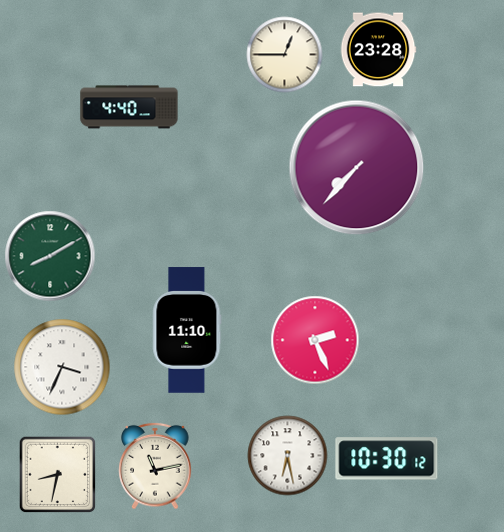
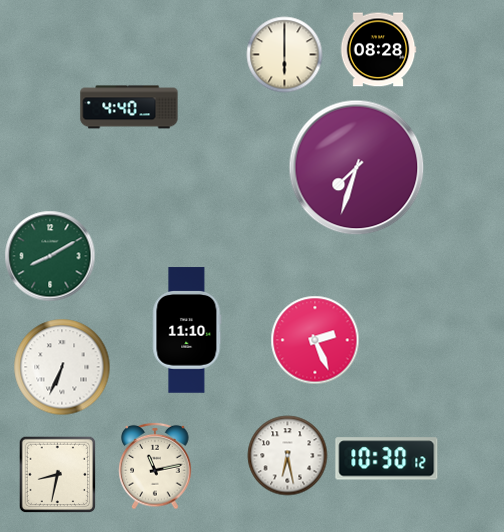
clock at (378, 50): 23:28 -> 08:28
clock at (285, 55): 12:45 -> 6:00
clock at (357, 168): 7:37 -> 7:33
clock at (62, 367): 3:34 -> 6:34
